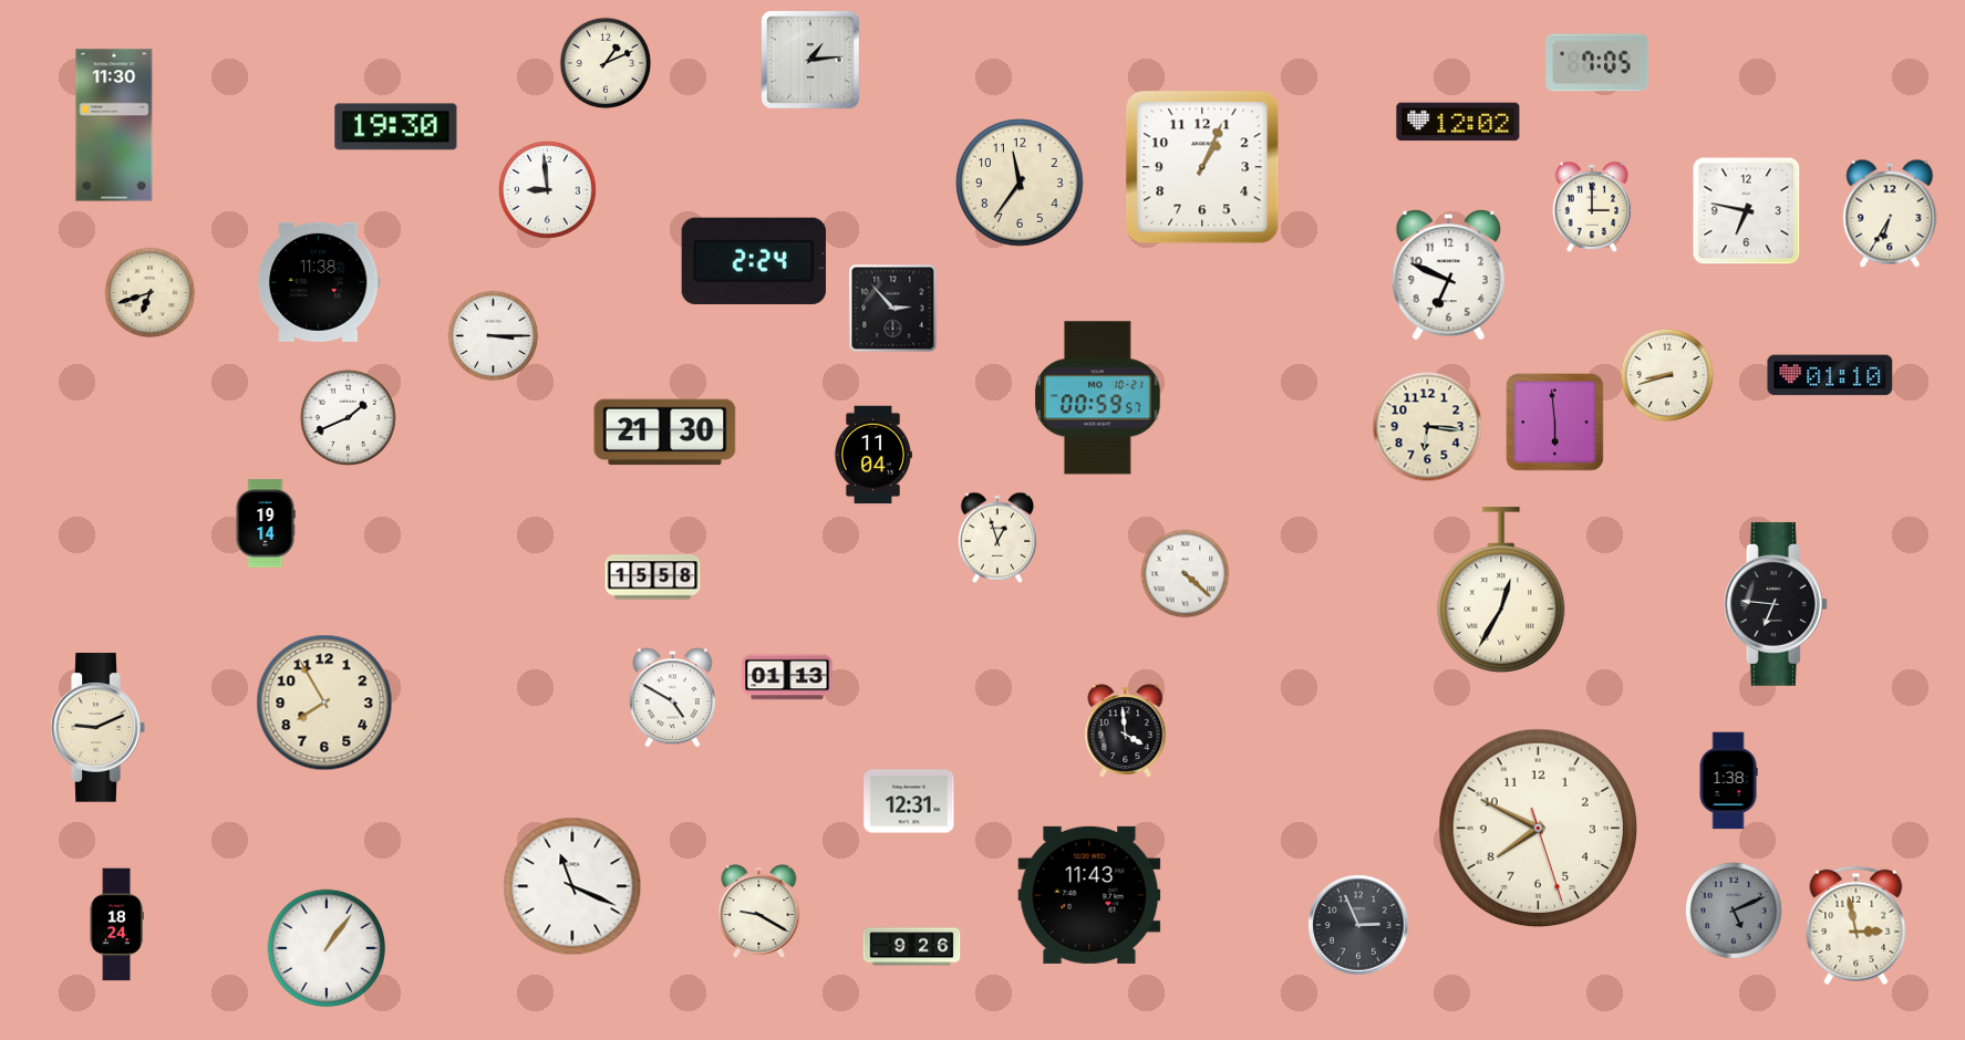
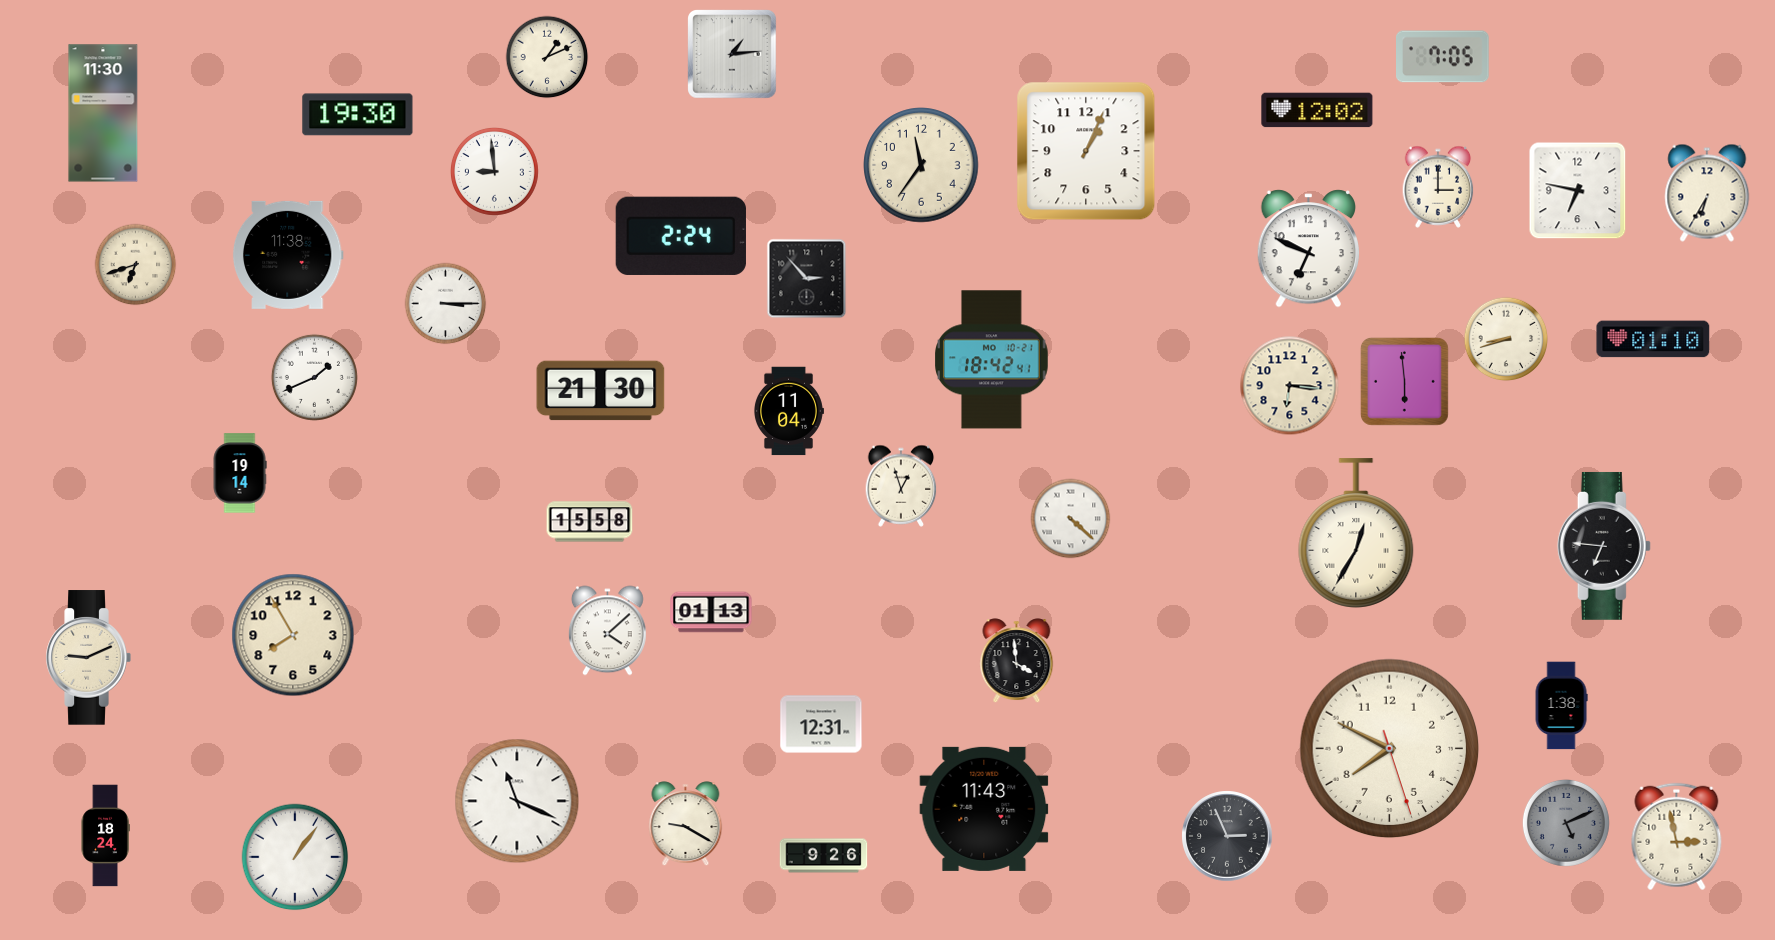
clock at (1098, 398): 00:59 -> 18:42
clock at (672, 698): 4:50 -> 4:08
